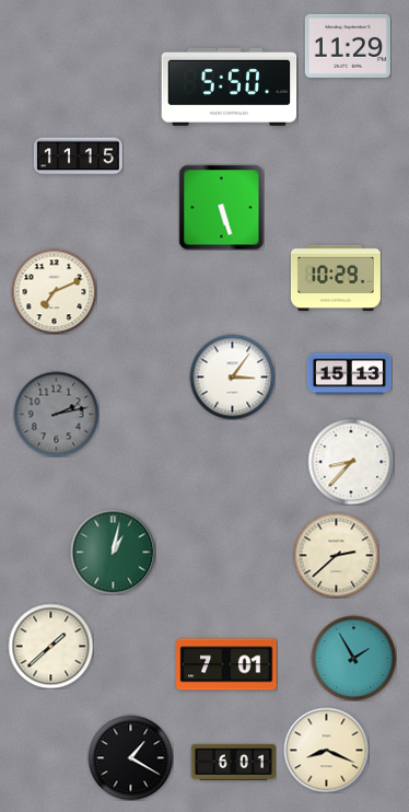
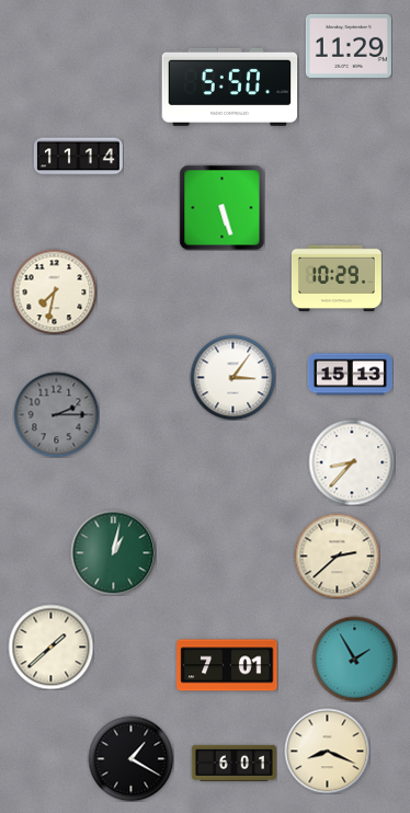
clock at (78, 156): 11:15 -> 11:14
clock at (54, 291): 7:11 -> 7:32
clock at (56, 414): 2:13 -> 2:15
